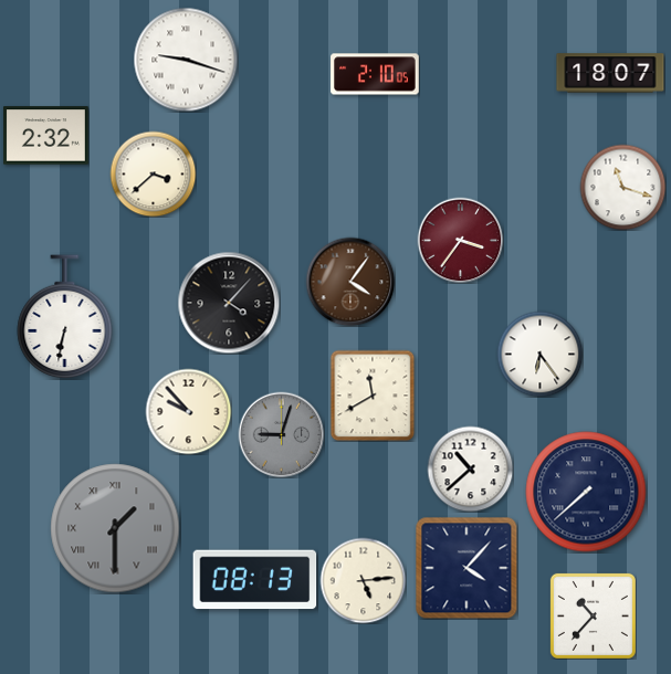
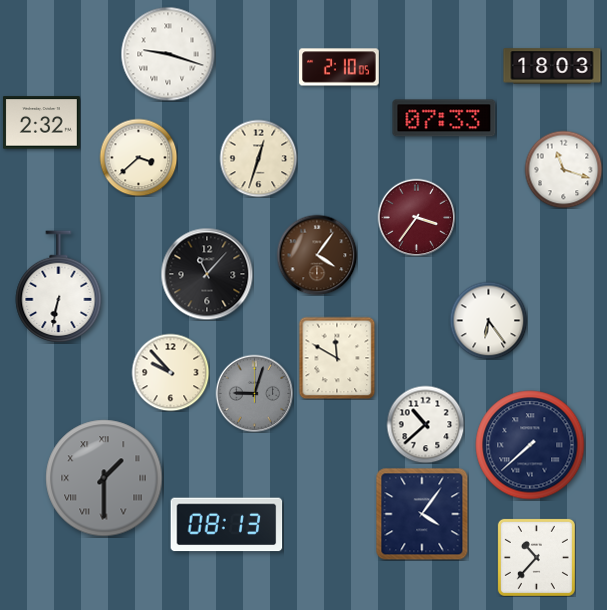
clock at (610, 73): 18:07 -> 18:03
clock at (444, 118): none -> 07:33
clock at (258, 158): none -> 12:33
clock at (229, 303): 4:07 -> 11:07
clock at (373, 396): 11:40 -> 11:50
clock at (466, 568): 4:07 -> 4:06
clock at (255, 580) position: (255, 580) -> (227, 525)
clock at (363, 580): 5:14 -> none
